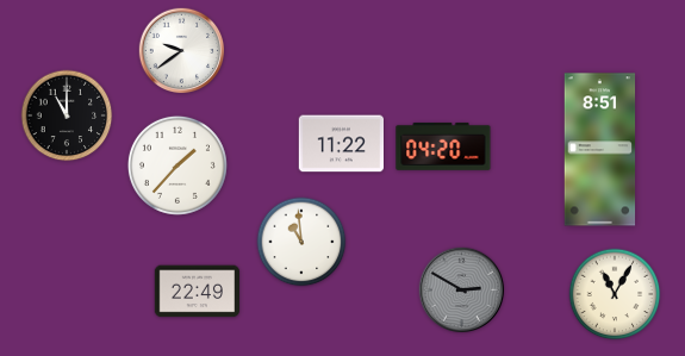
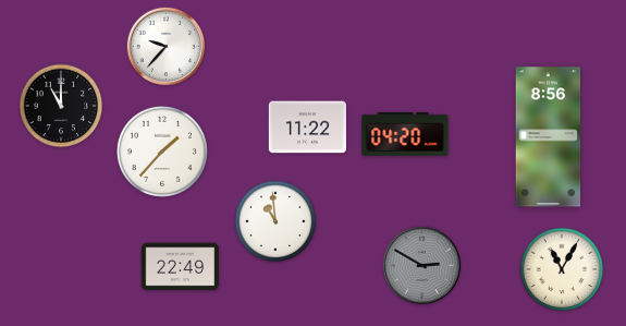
clock at (182, 51): 9:39 -> 9:37
clock at (342, 144) position: (342, 144) -> (308, 128)
clock at (600, 150): 8:51 -> 8:56
